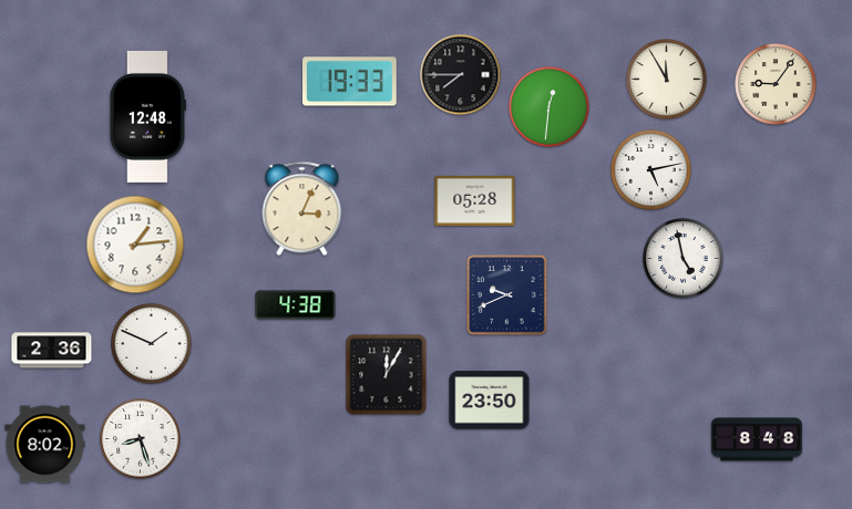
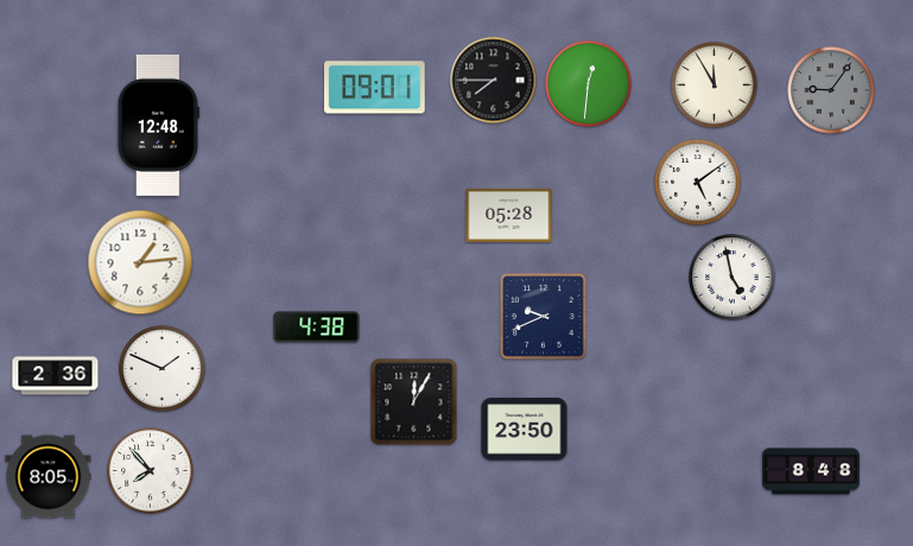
clock at (350, 82): 19:33 -> 09:01
clock at (776, 84) dial: cream -> grey
clock at (550, 107) position: (550, 107) -> (589, 84)
clock at (651, 170): 5:13 -> 5:09
clock at (302, 209): 3:04 -> none
clock at (135, 245) position: (135, 245) -> (140, 262)
clock at (141, 439): 8:27 -> 7:53
clock at (45, 445): 8:02 -> 8:05
